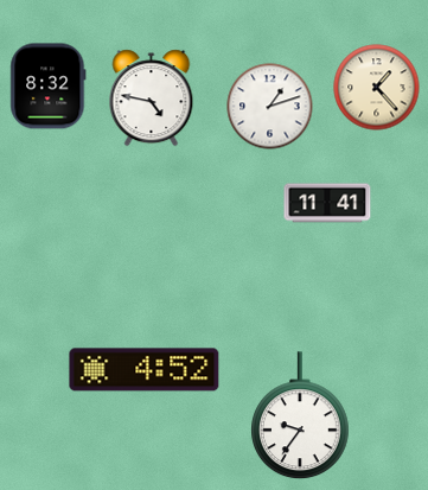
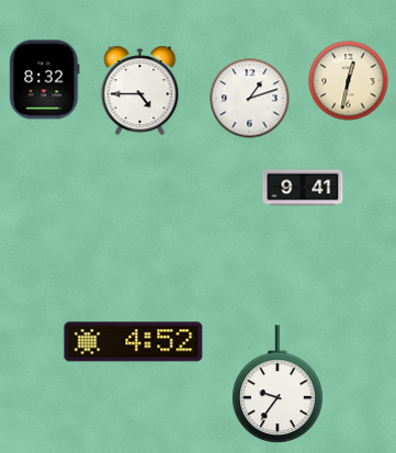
clock at (377, 88): 1:23 -> 12:32
clock at (152, 98): 4:47 -> 4:45
clock at (327, 203): 11:41 -> 9:41
